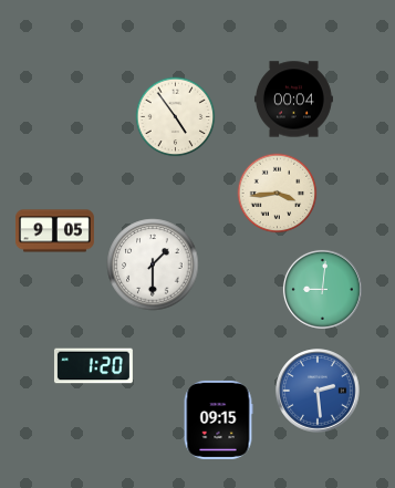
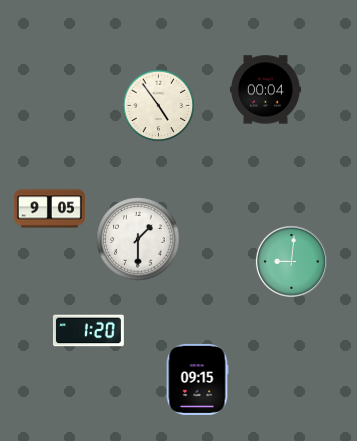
clock at (278, 194): 3:44 -> none
clock at (93, 366) position: (93, 366) -> (88, 331)
clock at (318, 391): 2:29 -> none
